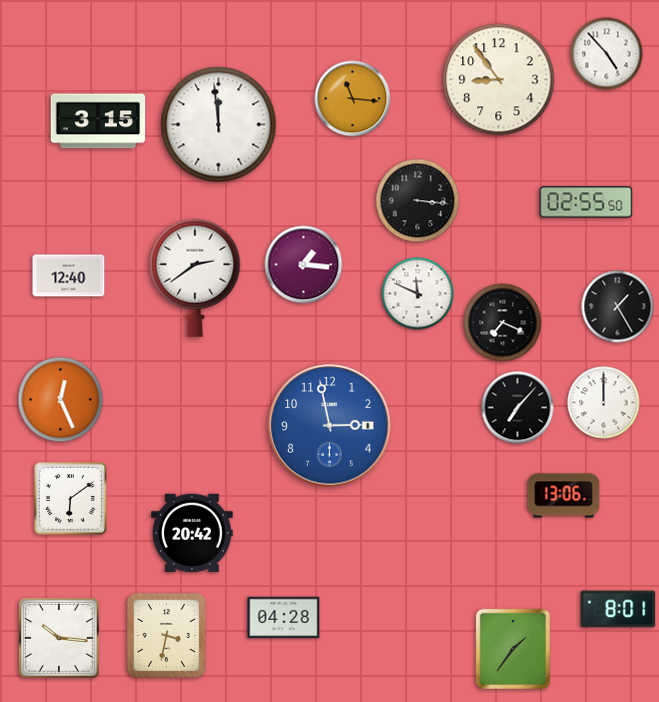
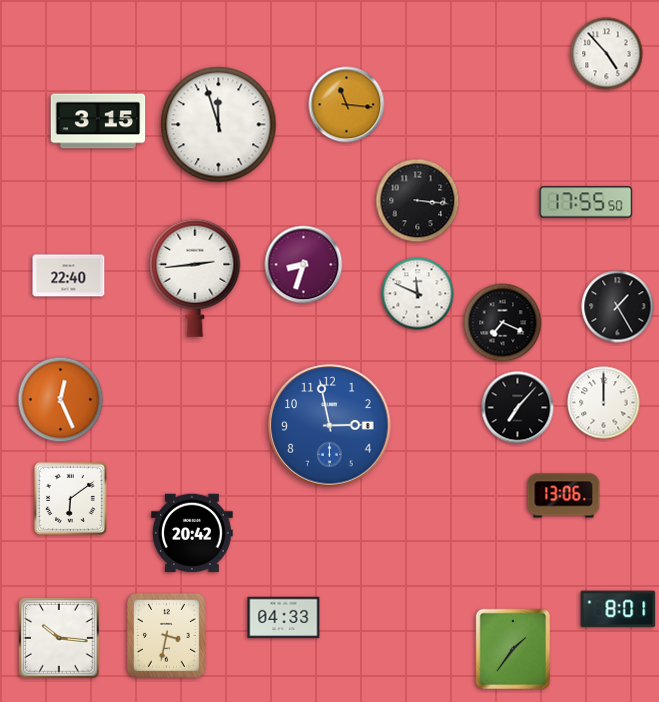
clock at (499, 80): 8:54 -> none
clock at (353, 99) position: (353, 99) -> (347, 105)
clock at (219, 125): 11:59 -> 11:57
clock at (586, 202): 02:55 -> 17:55
clock at (304, 265): 1:16 -> 8:33
clock at (69, 276): 12:40 -> 22:40
clock at (195, 278): 2:39 -> 2:44
clock at (284, 618): 04:28 -> 04:33
